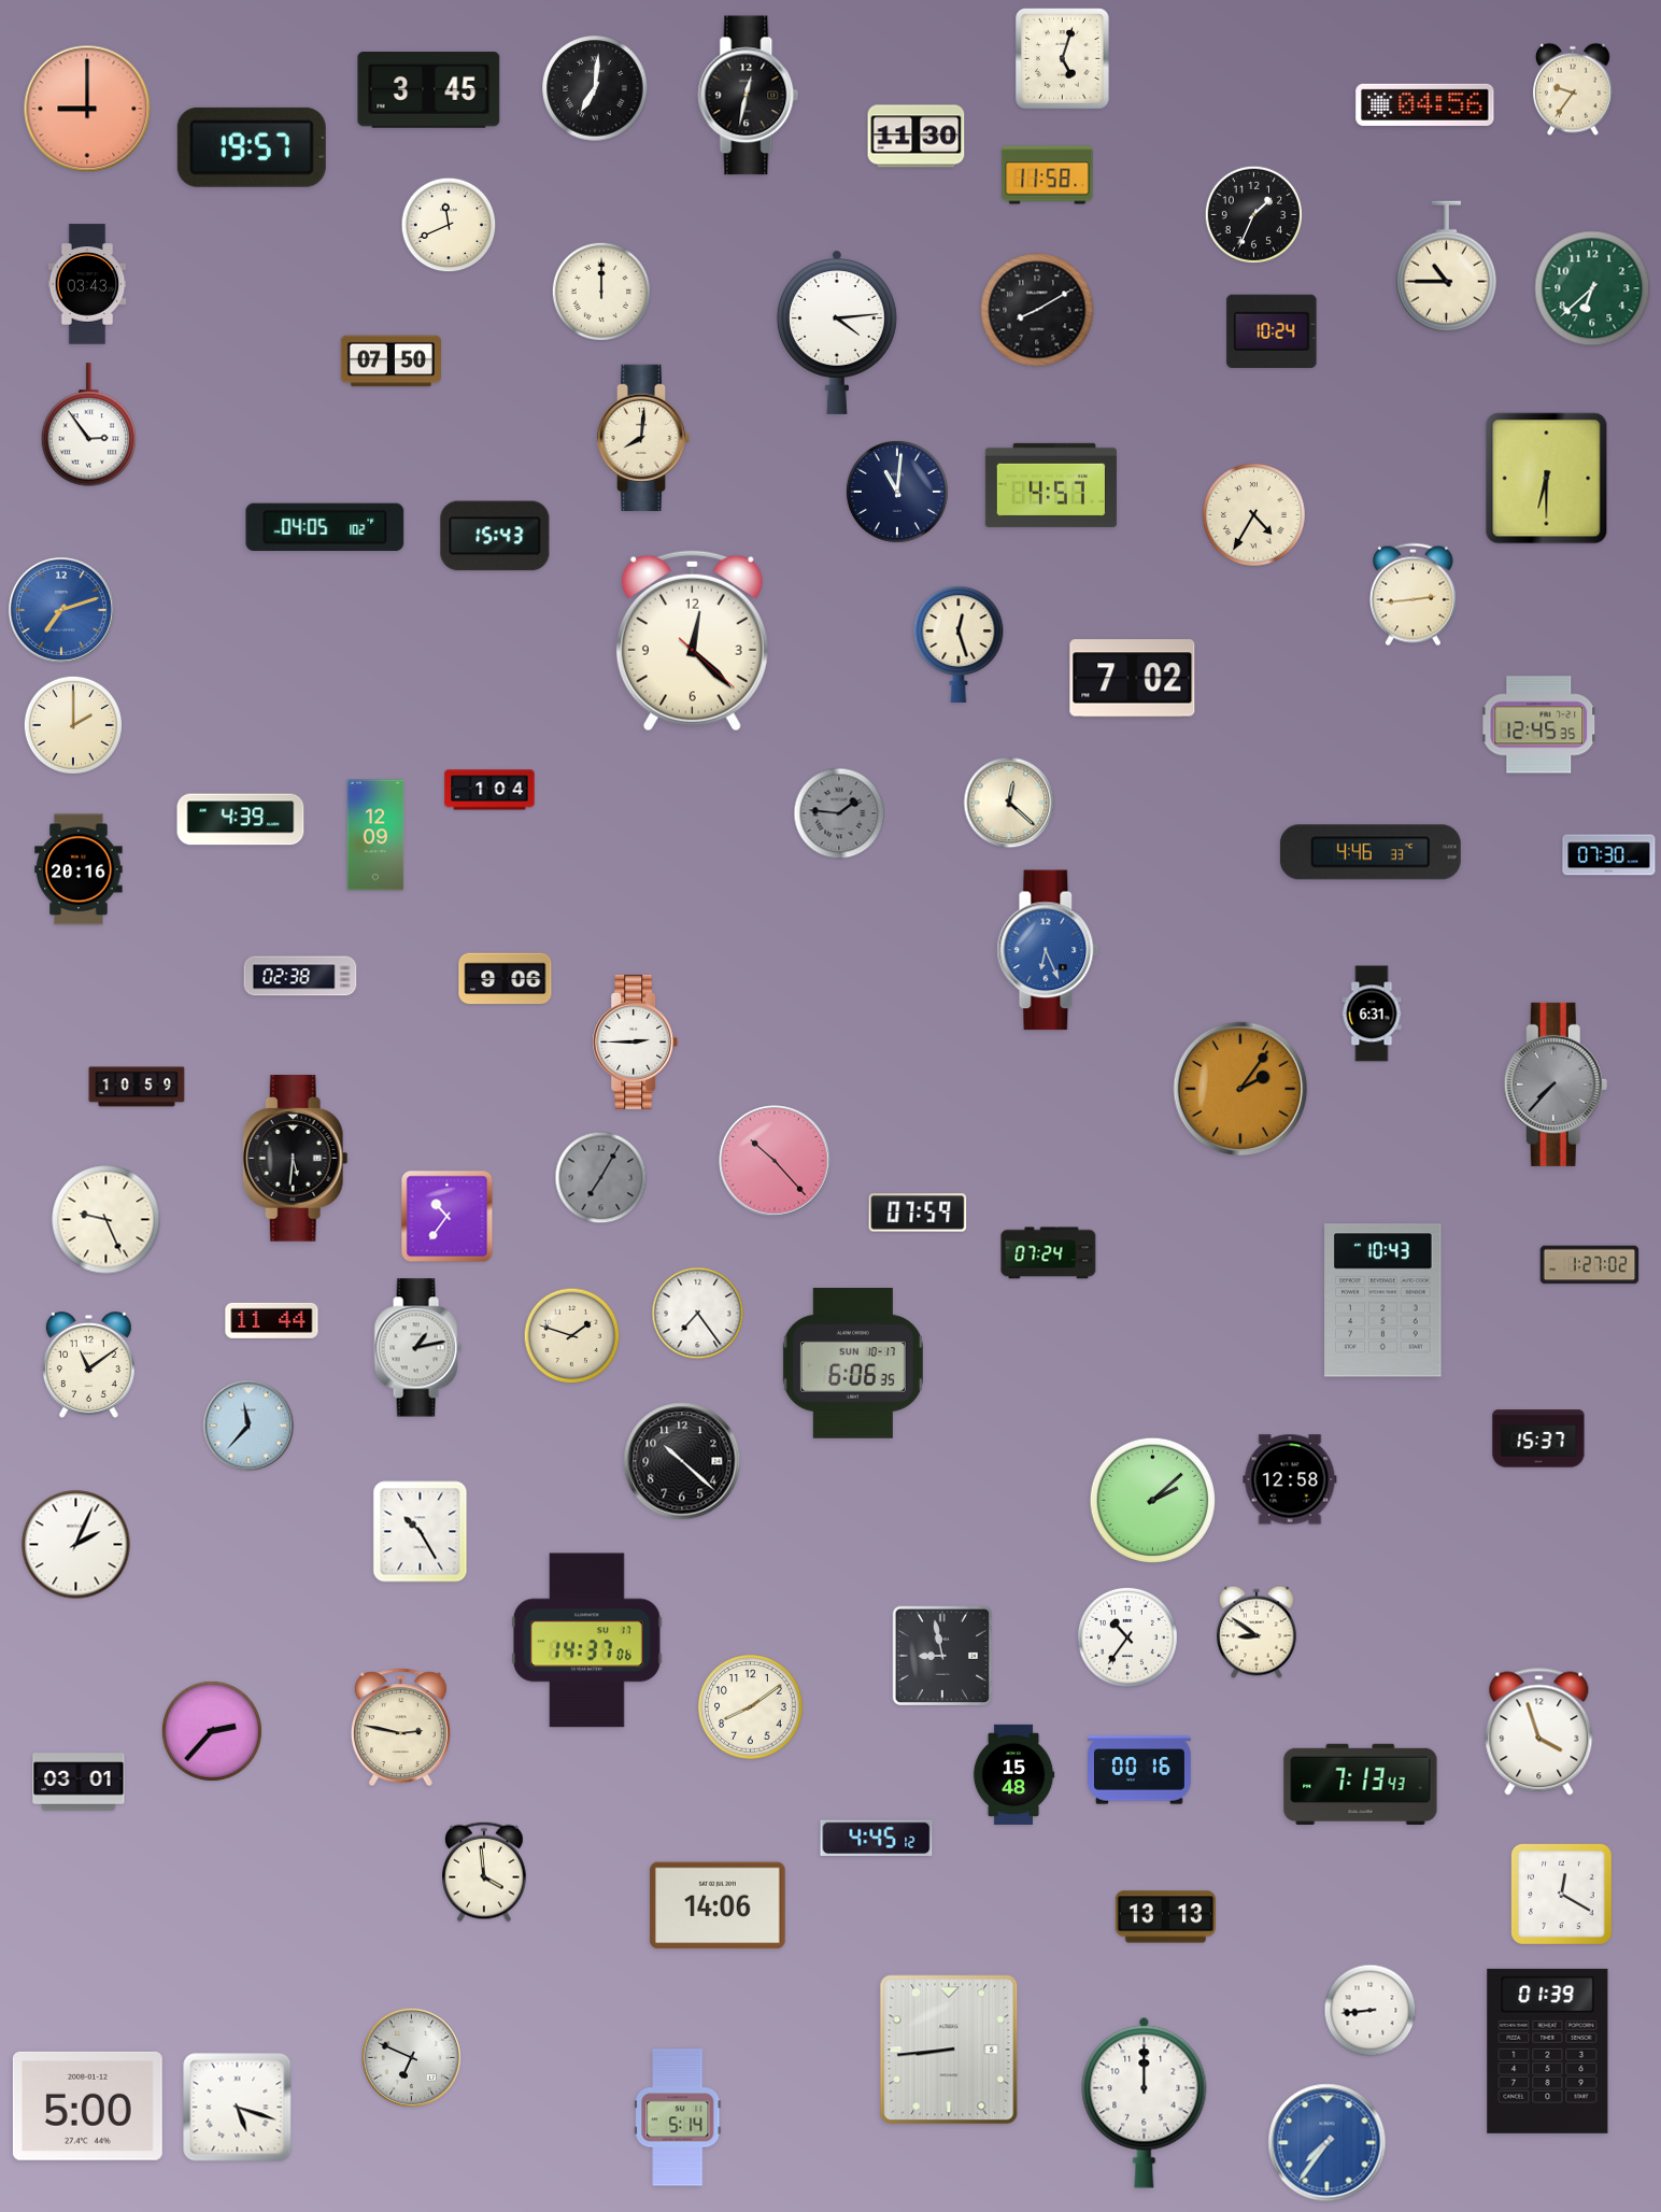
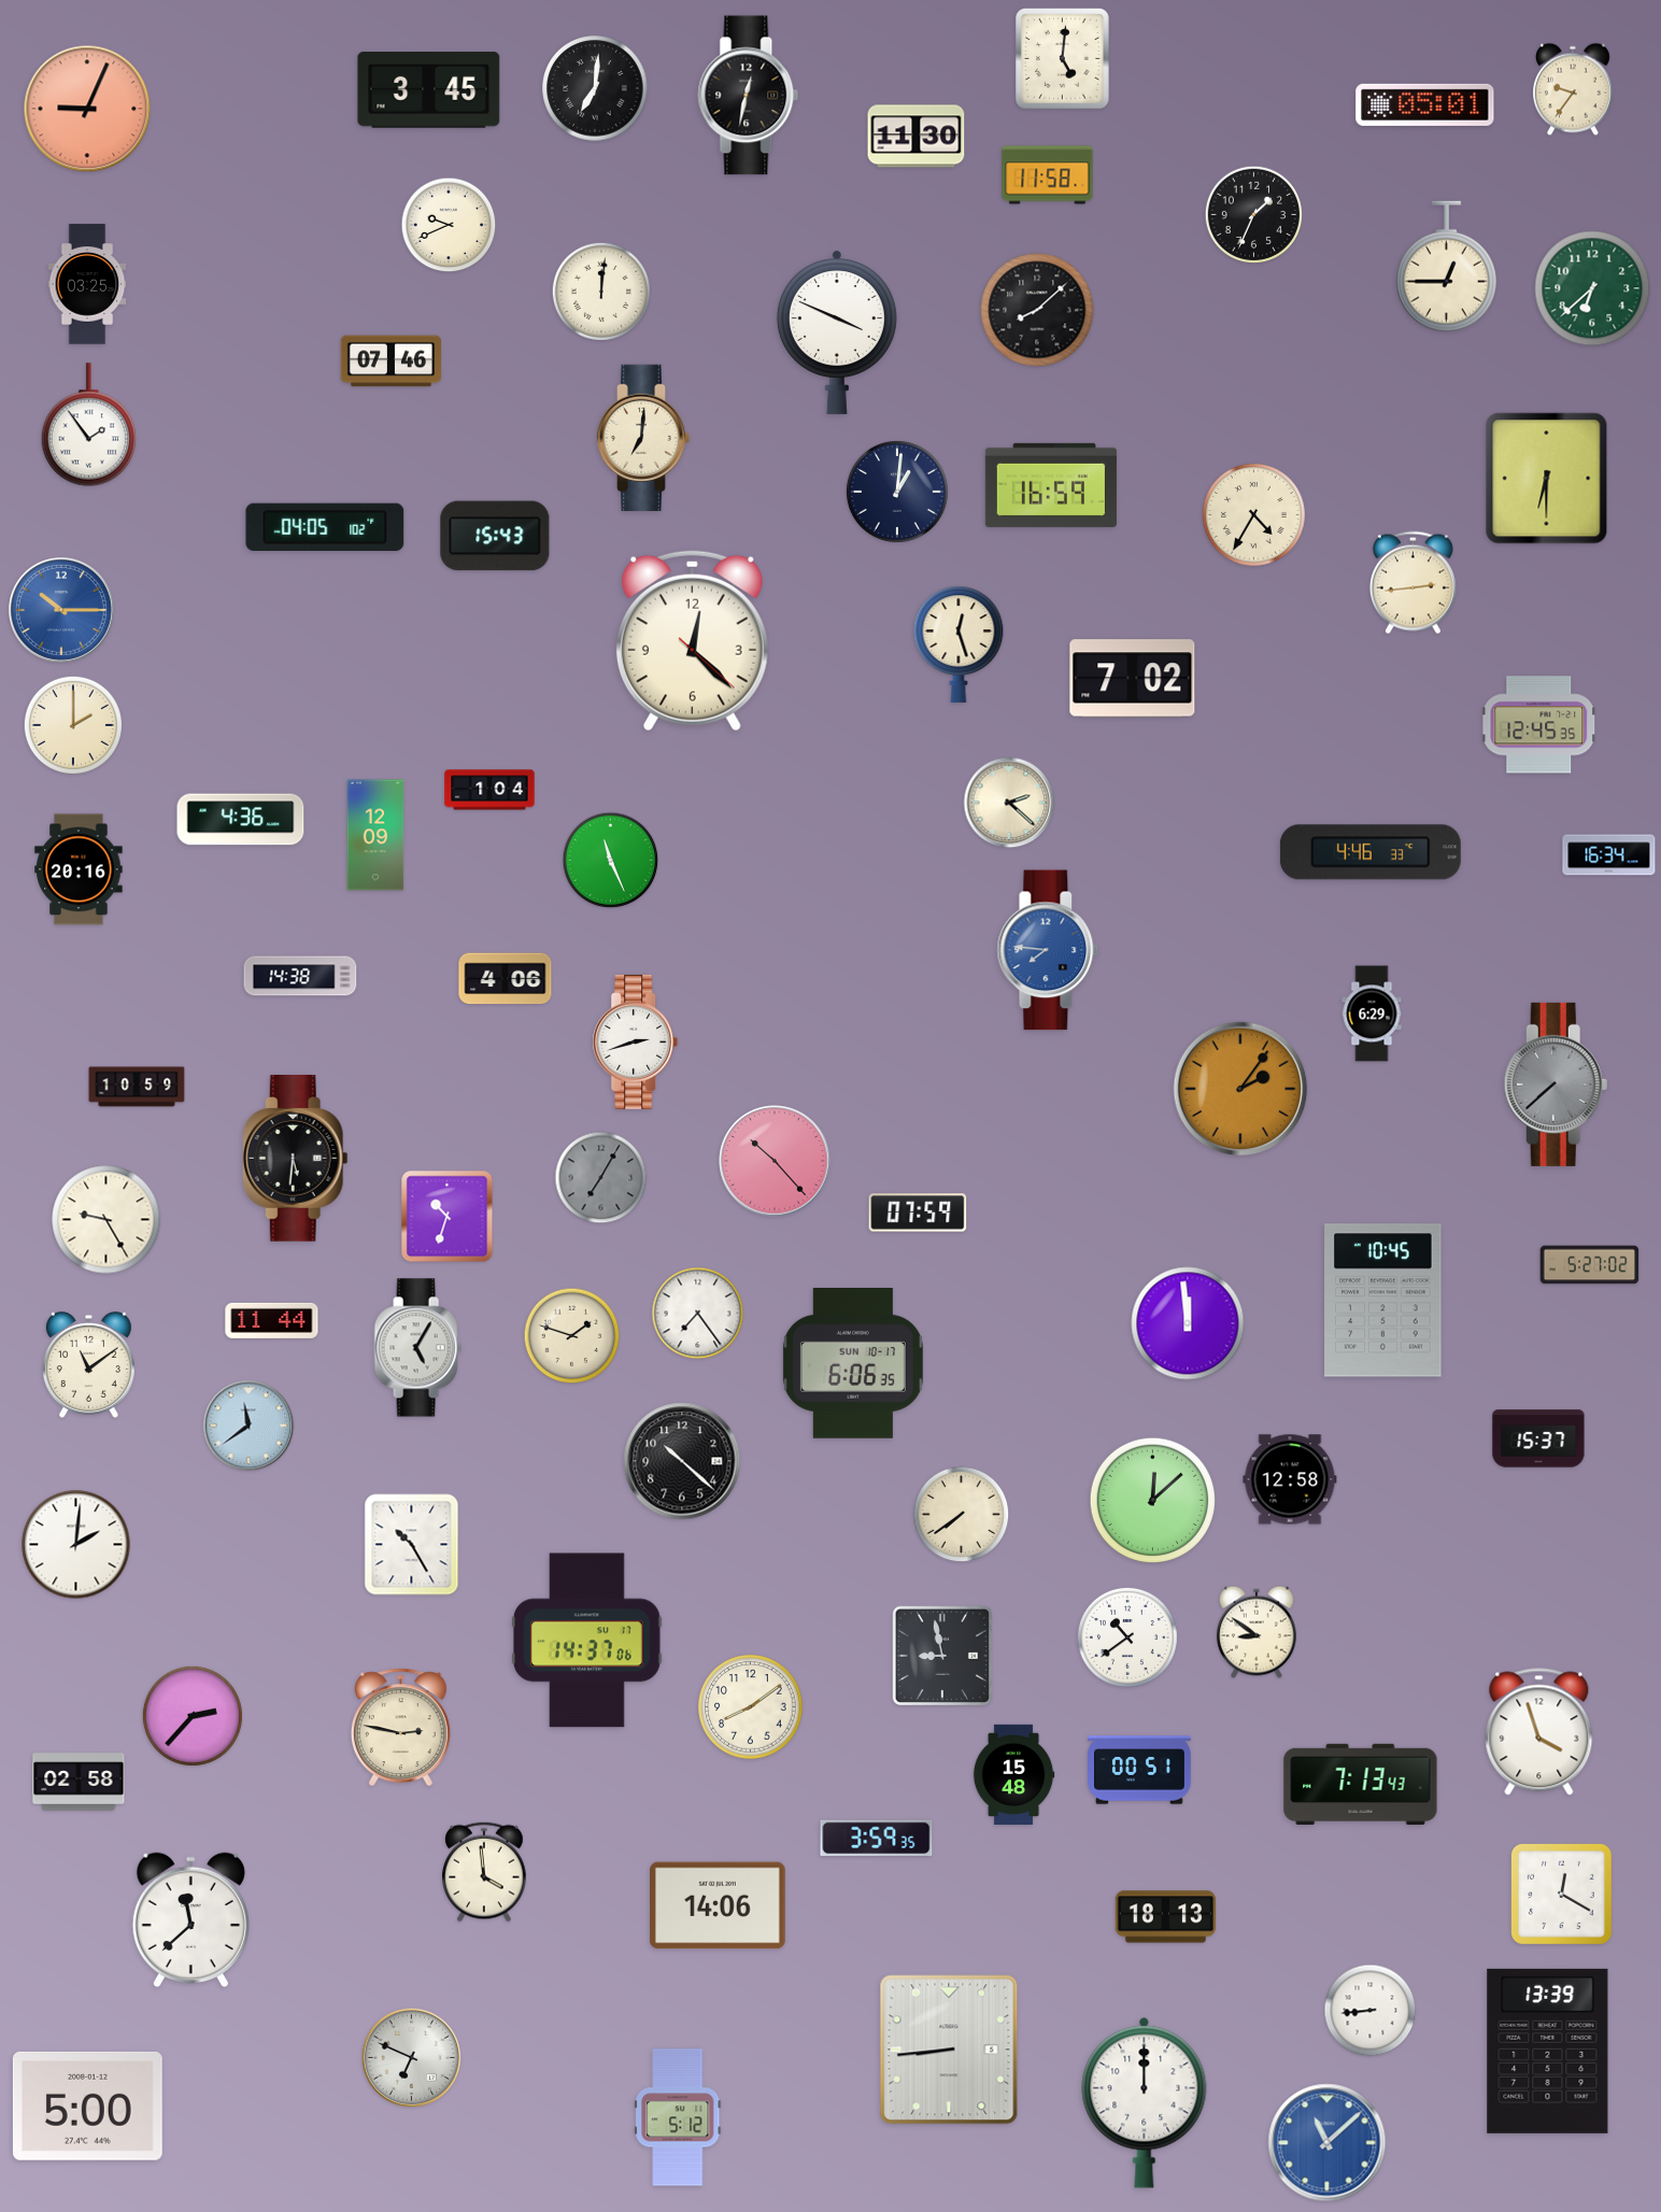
clock at (1063, 59): 5:03 -> 5:01
clock at (1425, 104): 04:56 -> 05:01
clock at (87, 109): 9:00 -> 9:04
clock at (252, 147): 19:57 -> none
clock at (449, 225): 11:41 -> 9:41
clock at (1446, 267): 10:45 -> 12:45
clock at (87, 284): 03:43 -> 03:25
clock at (601, 292): 12:00 -> 12:01
clock at (1037, 310): 8:10 -> 8:08
clock at (1272, 331): 10:24 -> none
clock at (837, 332): 4:14 -> 3:49
clock at (391, 361): 07:50 -> 07:46
clock at (88, 425): 2:54 -> 1:54
clock at (643, 438): 8:01 -> 7:01
clock at (1051, 485): 4:57 -> 16:59
clock at (897, 492): 11:01 -> 1:01
clock at (1412, 595) position: (1412, 595) -> (1412, 583)
clock at (61, 610): 7:12 -> 10:15
clock at (1009, 803): 12:22 -> 2:22
clock at (839, 813): 1:46 -> none
clock at (241, 820): 4:39 -> 4:36
clock at (1609, 855): 07:30 -> 16:34
clock at (611, 861): none -> 11:26
clock at (1048, 950): 6:26 -> 7:46
clock at (300, 976): 02:38 -> 14:38
clock at (506, 979): 9:06 -> 4:06
clock at (1372, 1013): 6:31 -> 6:29
clock at (636, 1043): 2:45 -> 2:42
clock at (1556, 1084): 7:37 -> 7:38
clock at (448, 1217): 10:36 -> 10:33
clock at (107, 1220): 9:26 -> 9:25
clock at (1049, 1253): 07:24 -> none
clock at (1590, 1265): 1:27 -> 5:27
clock at (1383, 1301): 10:43 -> 10:45
clock at (1188, 1323): none -> 11:59
clock at (417, 1348): 1:13 -> 5:05
clock at (249, 1426): 11:37 -> 11:39
clock at (1152, 1500): 2:08 -> 12:08
clock at (962, 1515): none -> 7:39
clock at (421, 1532) position: (421, 1532) -> (412, 1545)
clock at (76, 1545): 2:04 -> 2:01
clock at (1127, 1637): 10:36 -> 10:39
clock at (212, 1731) position: (212, 1731) -> (193, 1716)
clock at (1140, 1770): 00:16 -> 00:51
clock at (79, 1782): 03:01 -> 02:58
clock at (877, 1839): 4:45 -> 3:59
clock at (1165, 1917): 13:13 -> 18:13
clock at (190, 1920): none -> 11:38
clock at (1548, 2051): 01:39 -> 13:39
clock at (238, 2108): 5:18 -> none
clock at (678, 2117): 5:14 -> 5:12
clock at (1328, 2143): 7:36 -> 11:08
